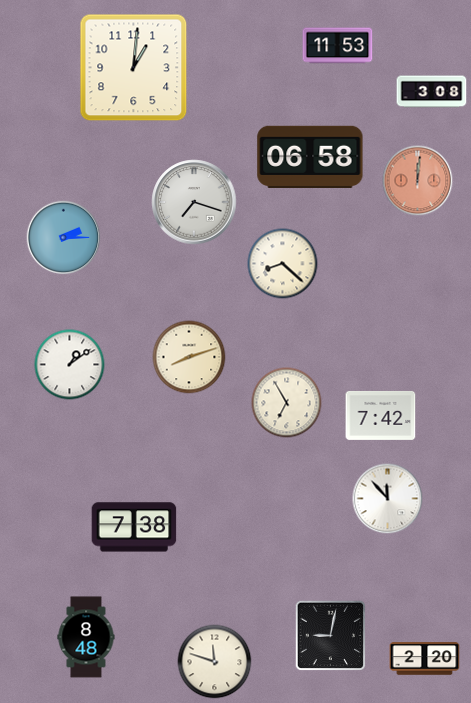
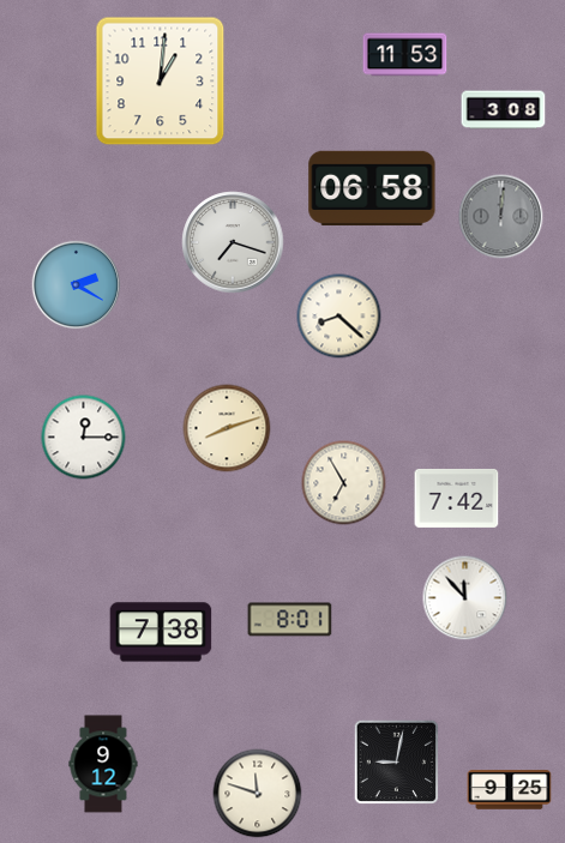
clock at (432, 92) position: (432, 92) -> (504, 110)
clock at (418, 181) dial: salmon -> grey
clock at (64, 238): 2:15 -> 2:20
clock at (70, 365): 1:09 -> 12:15
clock at (290, 620): none -> 8:01
clock at (86, 637): 8:48 -> 9:12
clock at (425, 659): 2:20 -> 9:25
